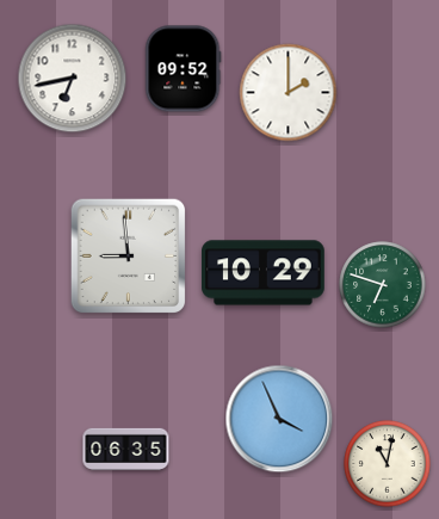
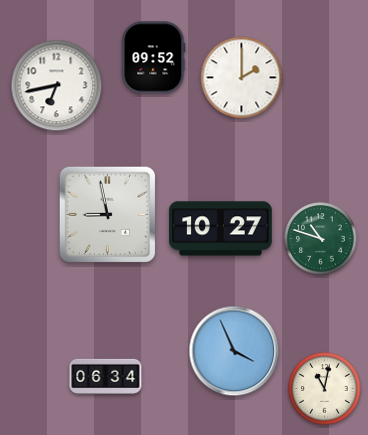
clock at (73, 79) position: (73, 79) -> (57, 86)
clock at (129, 257): 8:59 -> 8:58
clock at (264, 273): 10:29 -> 10:27
clock at (383, 285): 6:48 -> 10:48
clock at (126, 449): 06:35 -> 06:34
